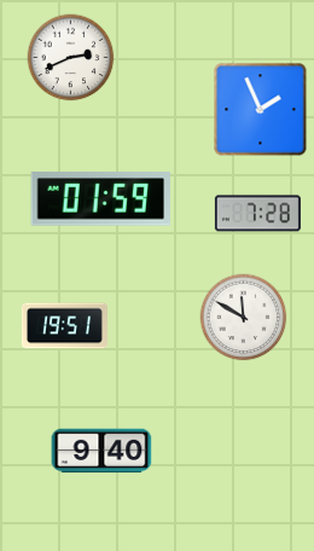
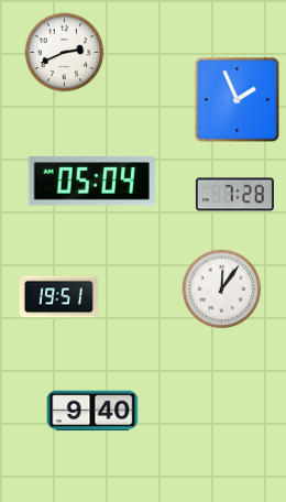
clock at (101, 199): 01:59 -> 05:04
clock at (244, 318): 11:50 -> 12:06
